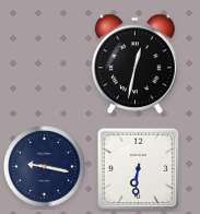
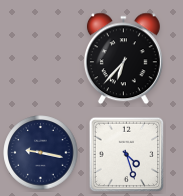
clock at (134, 64): 12:32 -> 6:37
clock at (139, 169): 6:31 -> 4:27
